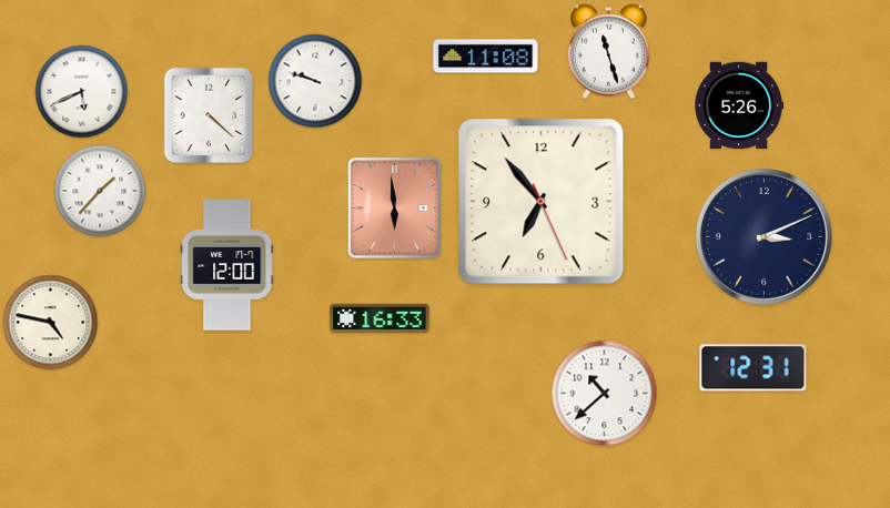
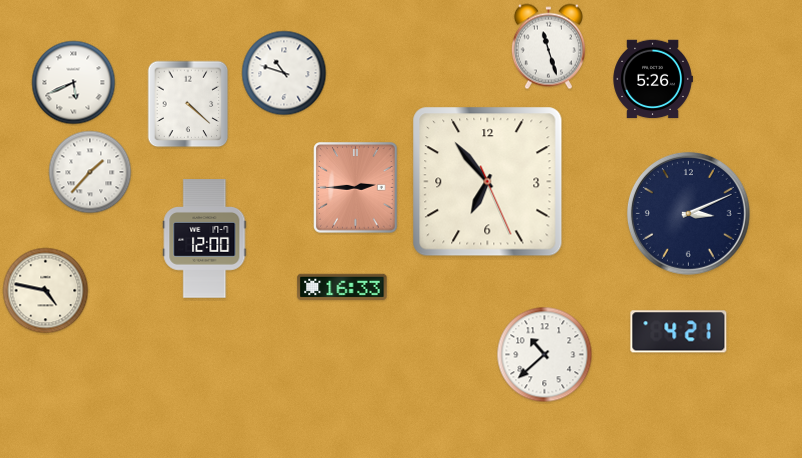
clock at (486, 57): 11:08 -> none
clock at (315, 81): 9:48 -> 10:48
clock at (739, 105) position: (739, 105) -> (653, 79)
clock at (395, 209): 5:59 -> 2:45
clock at (754, 368): 12:31 -> 4:21
